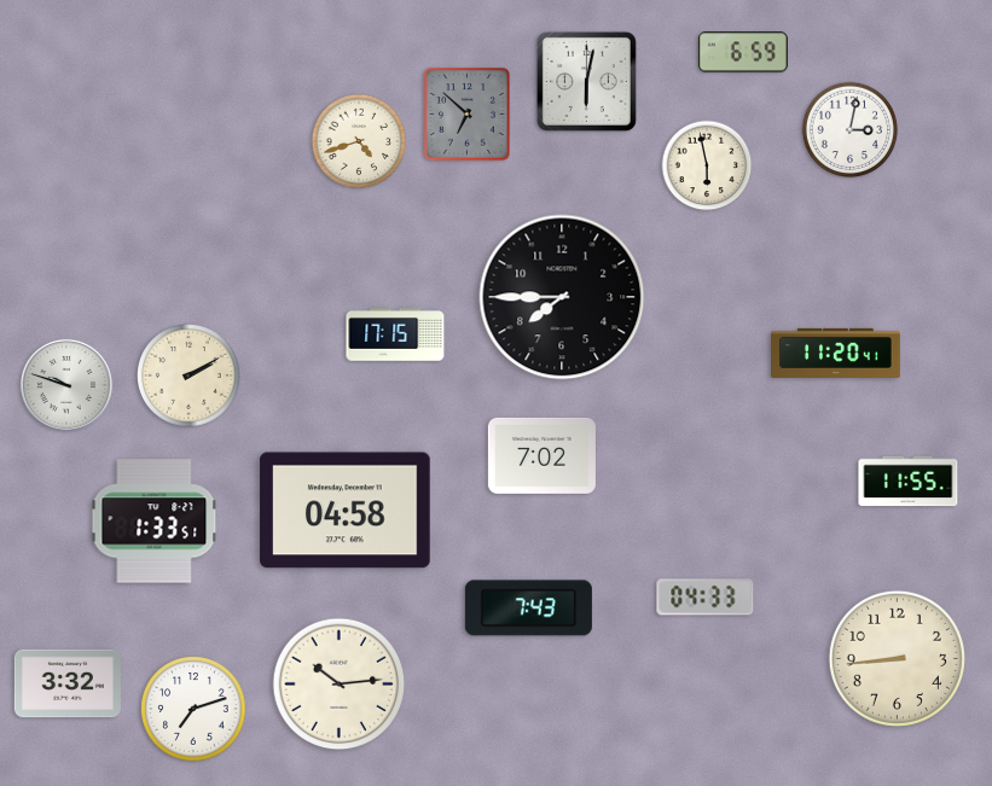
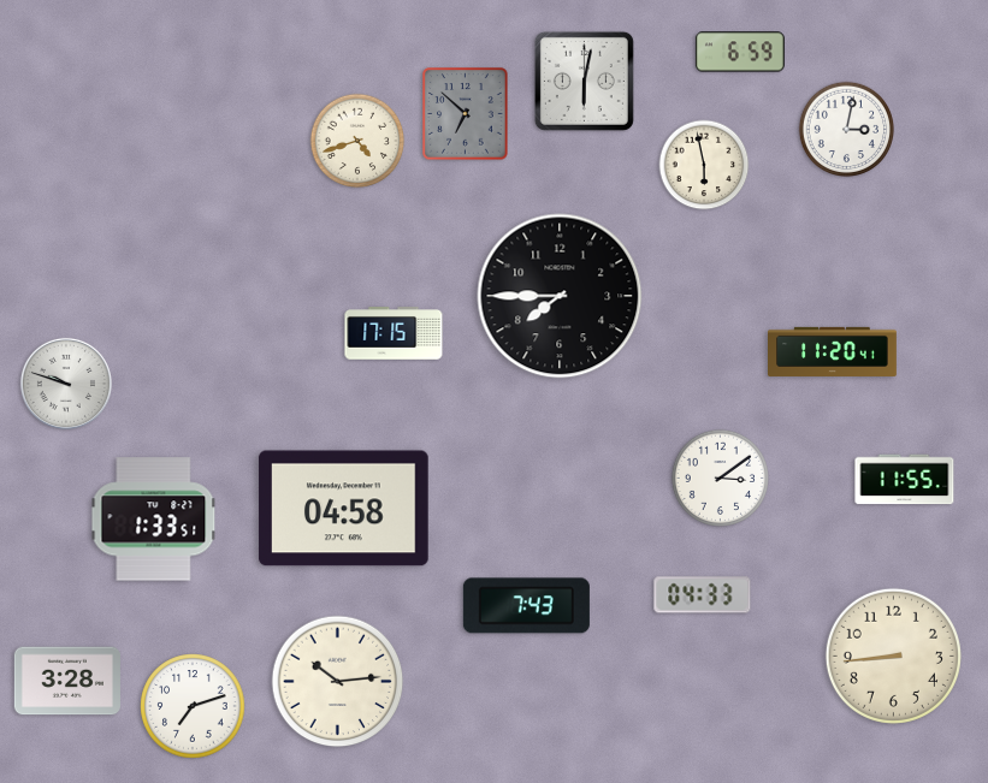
clock at (190, 377): 2:10 -> none
clock at (541, 455): 7:02 -> none
clock at (720, 477): none -> 3:09
clock at (68, 683): 3:32 -> 3:28
